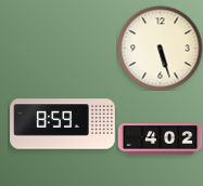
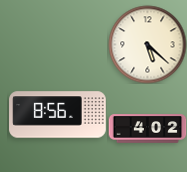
clock at (160, 48): 5:27 -> 5:22
clock at (63, 124): 8:59 -> 8:56
